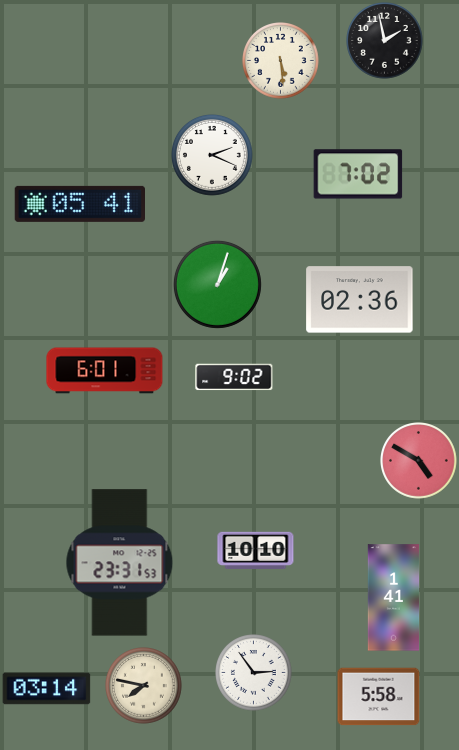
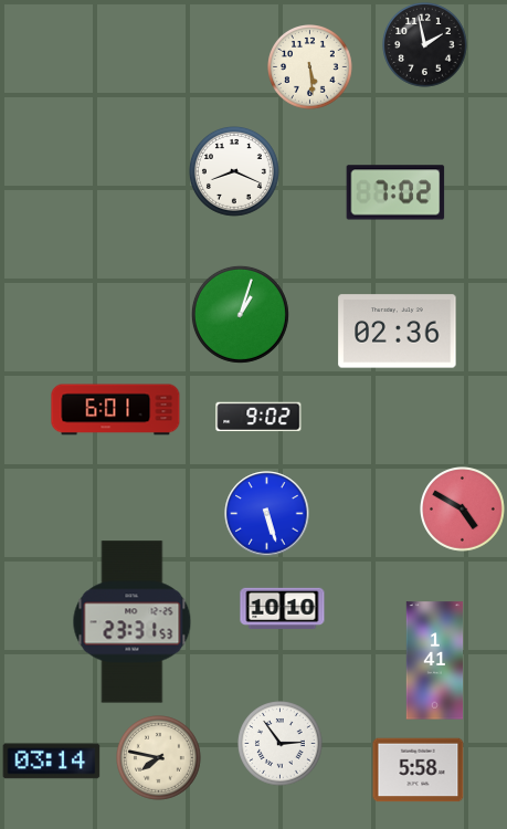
clock at (212, 155): 2:19 -> 8:19
clock at (79, 204): 05:41 -> none
clock at (267, 514): none -> 5:27
